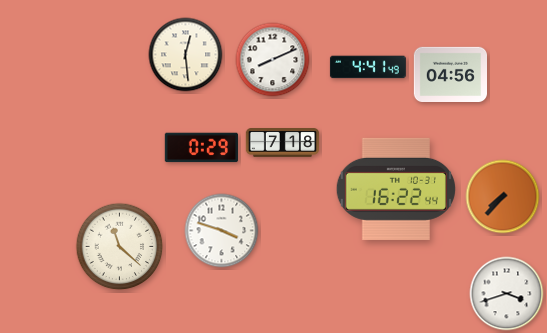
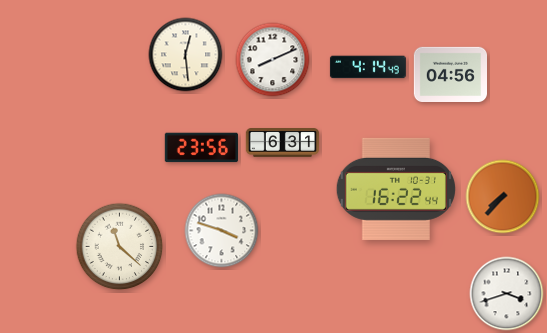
clock at (368, 67): 4:41 -> 4:14
clock at (283, 143): 7:18 -> 6:31
clock at (201, 148): 0:29 -> 23:56
